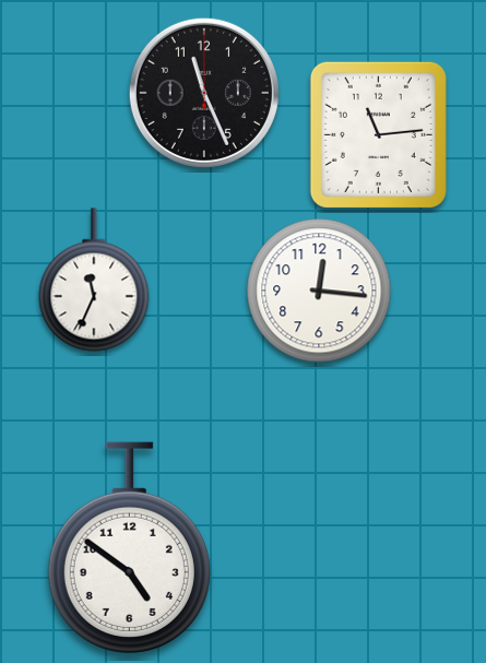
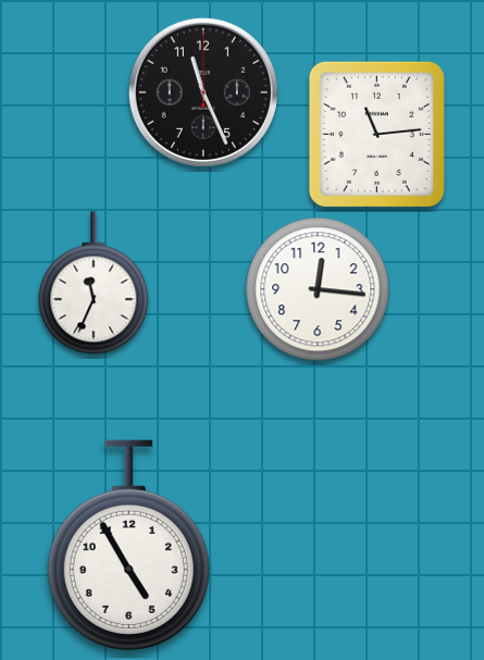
clock at (94, 280) position: (94, 280) -> (94, 283)
clock at (129, 547): 4:51 -> 4:55
